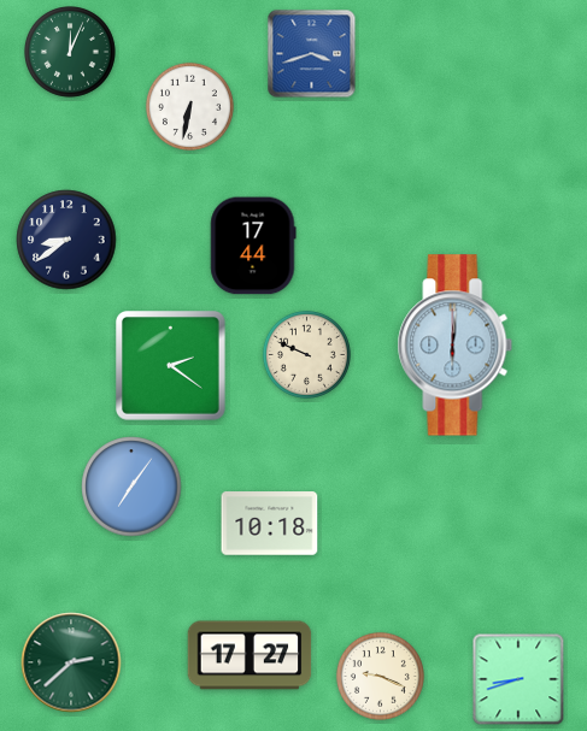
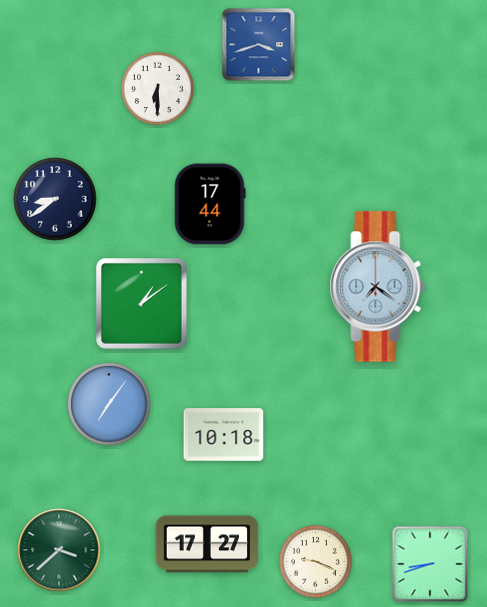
clock at (71, 53): 12:04 -> none
clock at (189, 106): 6:32 -> 6:30
clock at (456, 346): 6:01 -> 7:21
clock at (306, 354): 9:49 -> none
clock at (171, 366): 2:21 -> 1:09
clock at (71, 662): 2:38 -> 3:38
